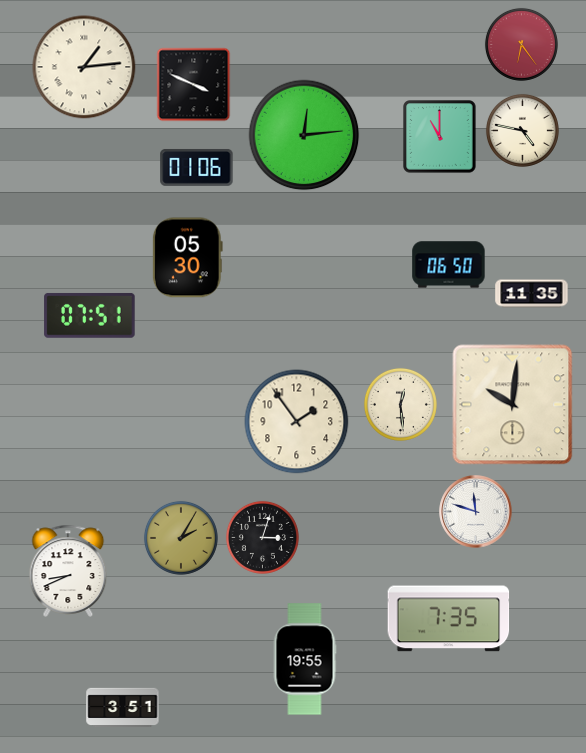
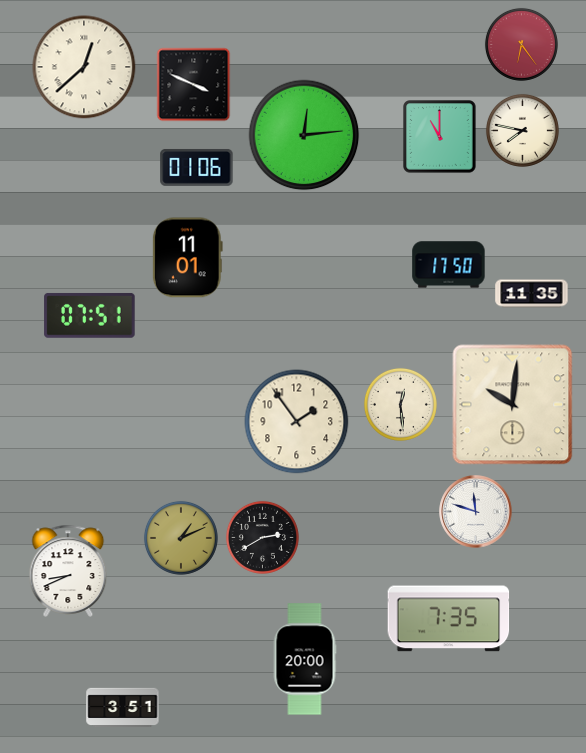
clock at (84, 67): 1:14 -> 12:38
clock at (522, 130): 4:47 -> 7:47
clock at (187, 258): 05:30 -> 11:01
clock at (449, 265): 06:50 -> 17:50
clock at (262, 537): 3:03 -> 2:40
clock at (181, 538): 2:05 -> 1:11
clock at (305, 659): 19:55 -> 20:00
